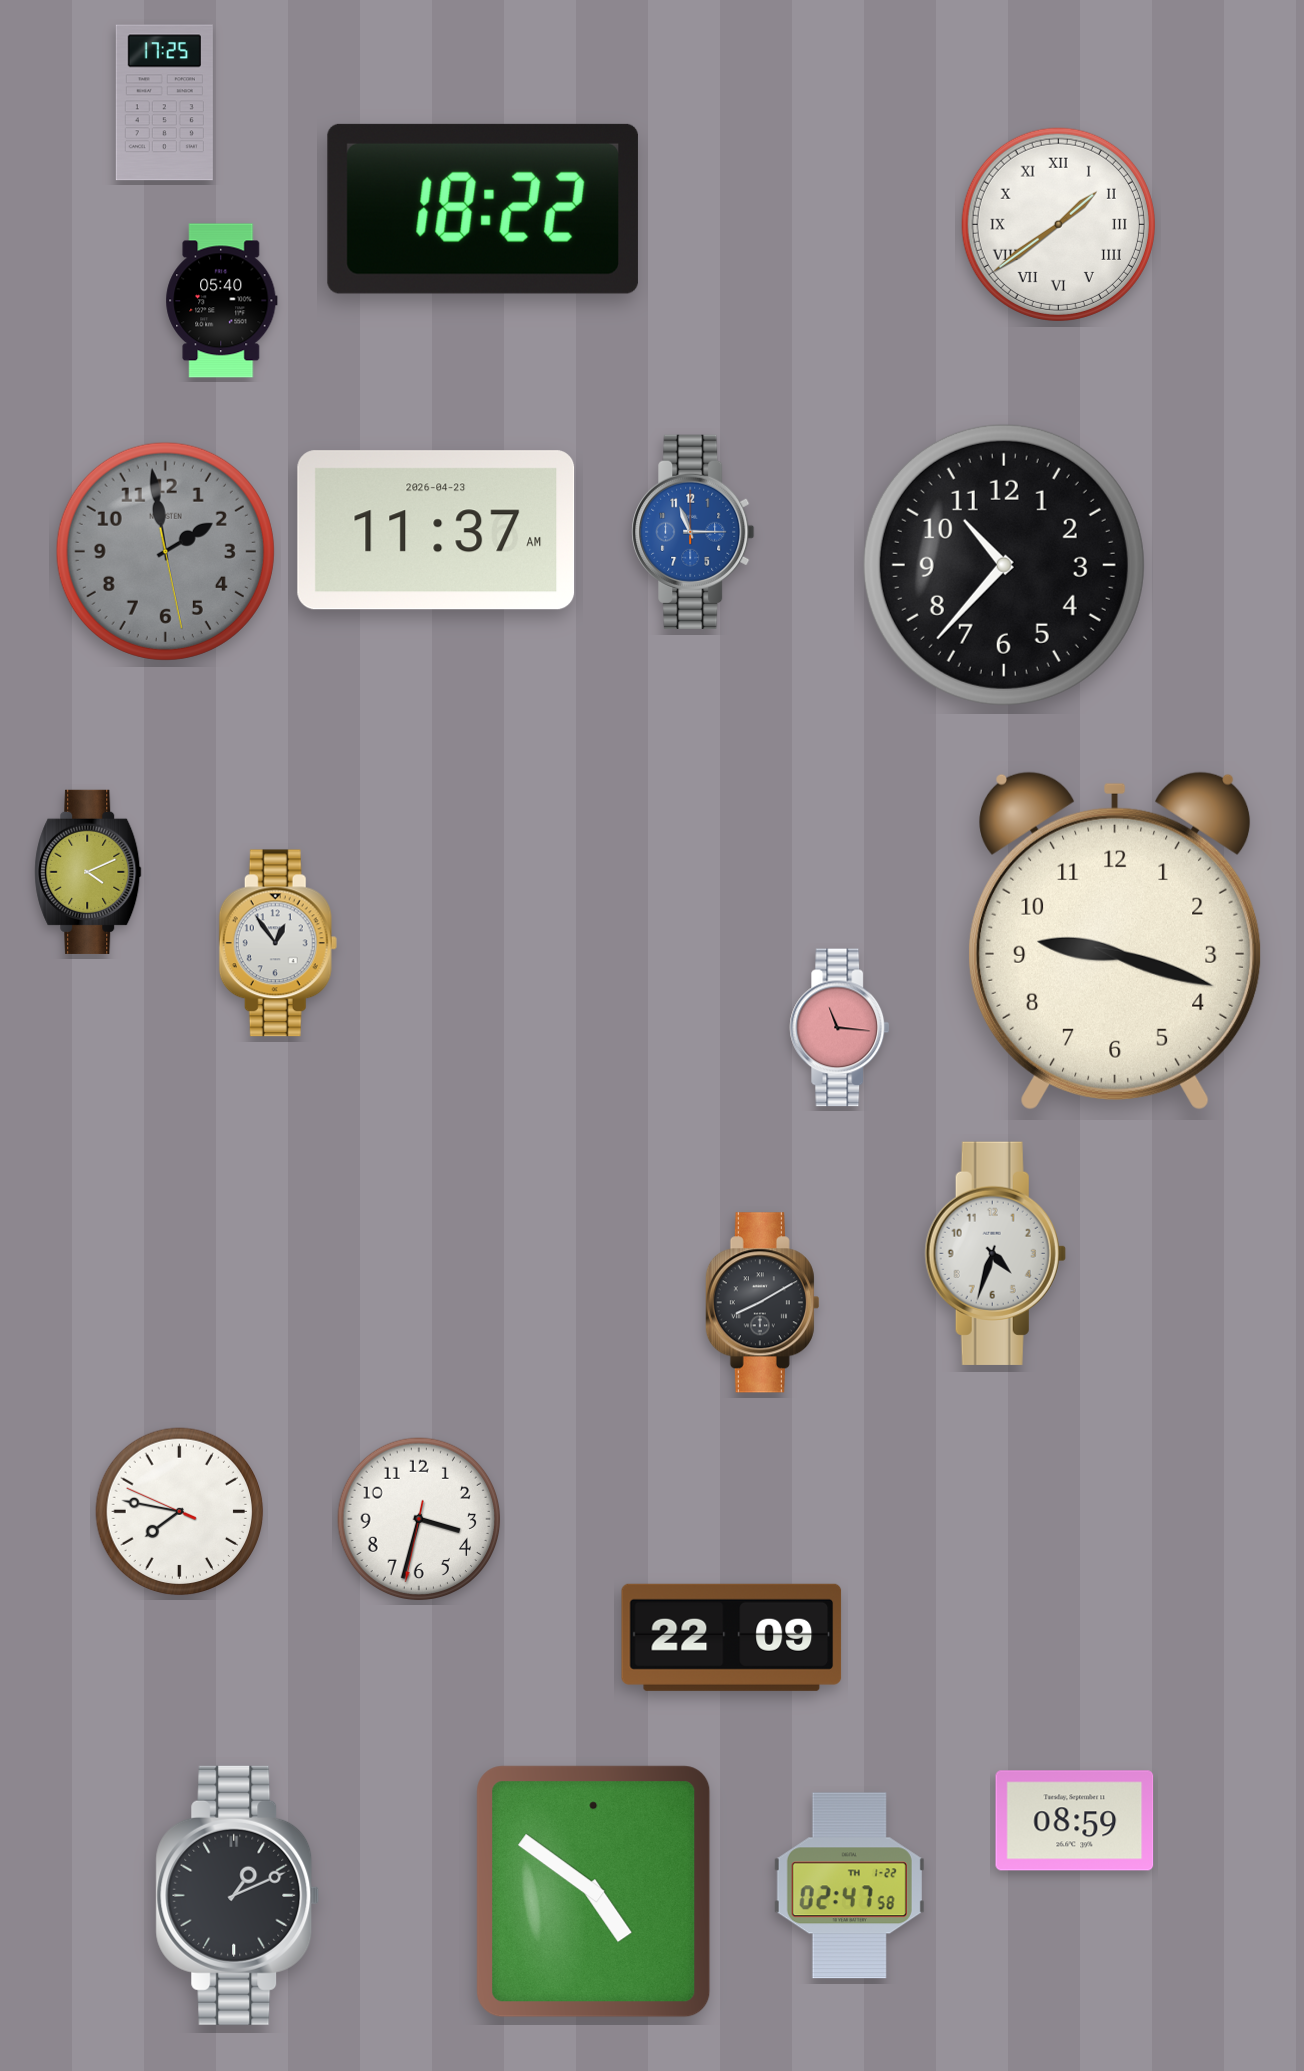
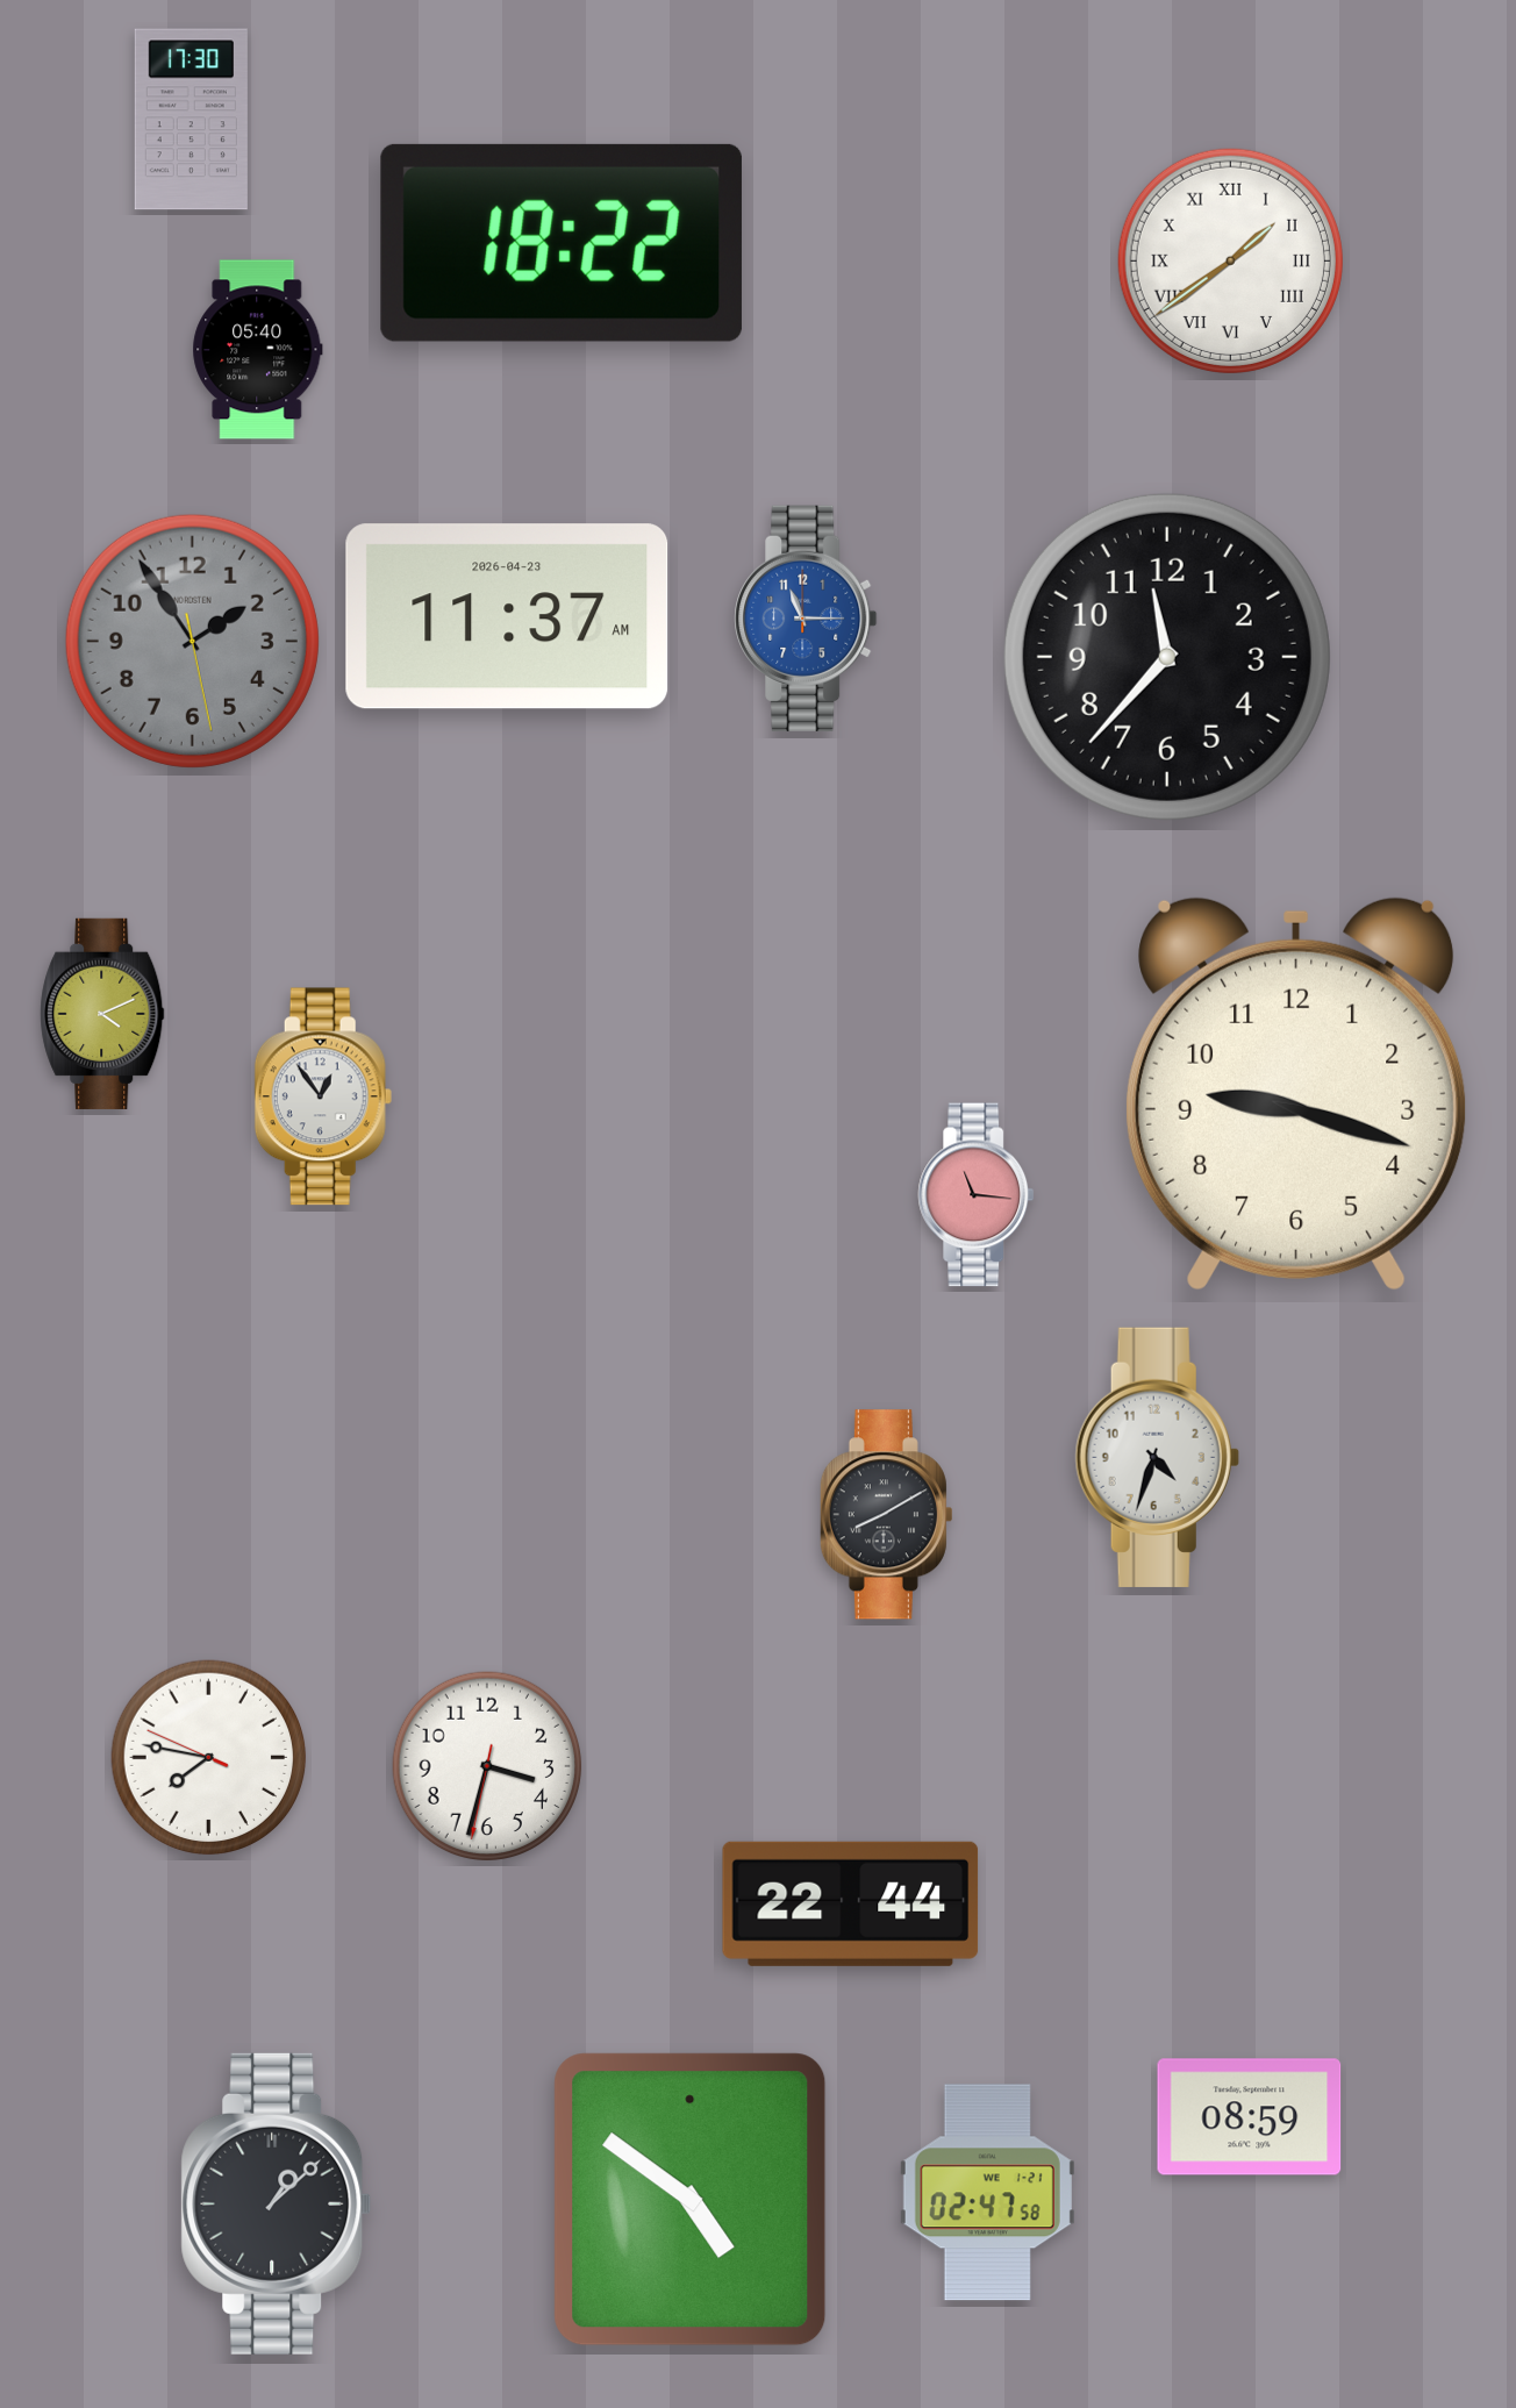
clock at (164, 103): 17:25 -> 17:30
clock at (165, 551): 1:58 -> 1:54
clock at (1004, 565): 10:37 -> 11:37
clock at (732, 1637): 22:09 -> 22:44
clock at (849, 1886) date: TH 1-22 -> WE 1-21
clock at (238, 1895): 1:11 -> 1:08
